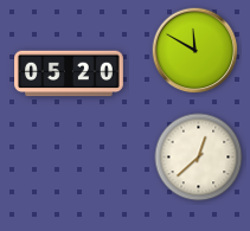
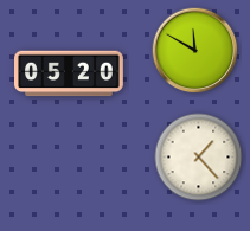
clock at (199, 158): 12:38 -> 1:23
